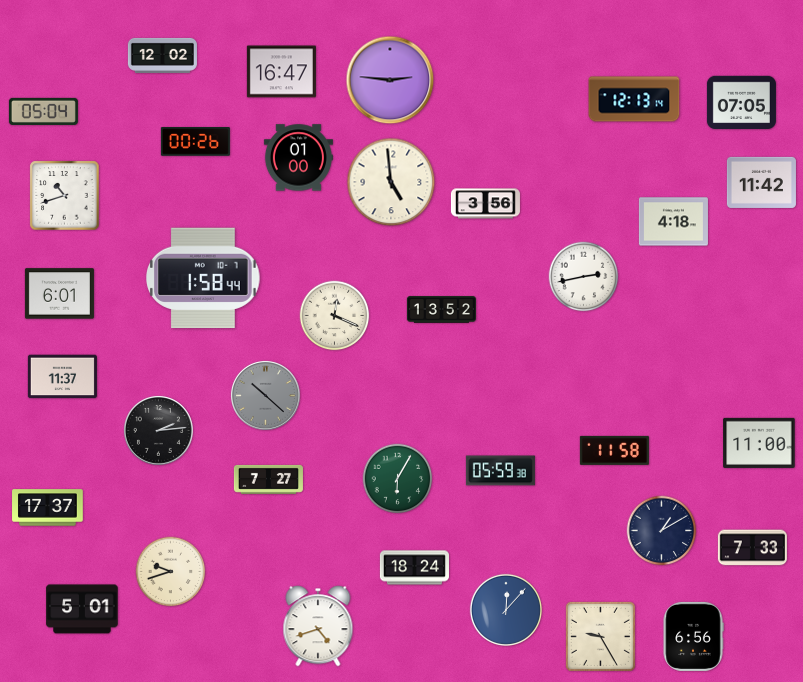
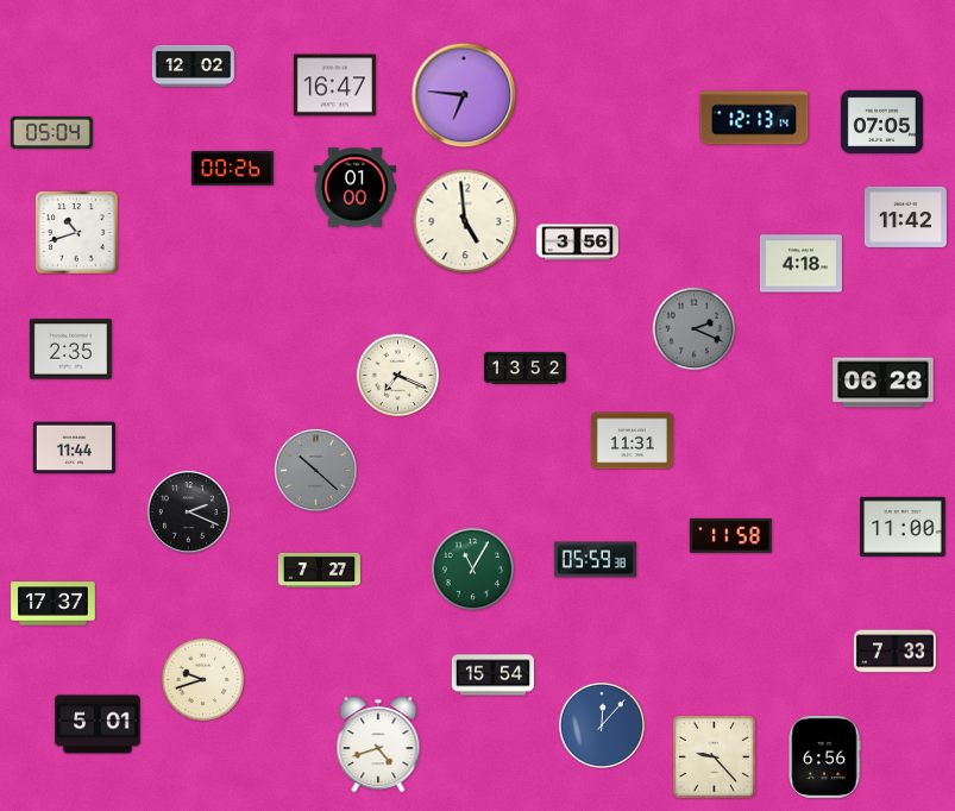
clock at (390, 80): 2:46 -> 6:46
clock at (391, 182) position: (391, 182) -> (465, 221)
clock at (584, 277): 2:43 -> 2:19
clock at (584, 277) dial: white -> grey
clock at (204, 278): 1:58 -> none
clock at (59, 294): 6:01 -> 2:35
clock at (335, 316): 12:19 -> 7:19
clock at (884, 383): none -> 06:28
clock at (632, 441): none -> 11:31
clock at (62, 377): 11:37 -> 11:44
clock at (158, 430): 2:14 -> 2:19
clock at (398, 479): 6:05 -> 11:05
clock at (48, 508) position: (48, 508) -> (54, 604)
clock at (662, 531): 1:10 -> none
clock at (414, 568): 18:24 -> 15:54
clock at (600, 636): 9:25 -> 9:23
